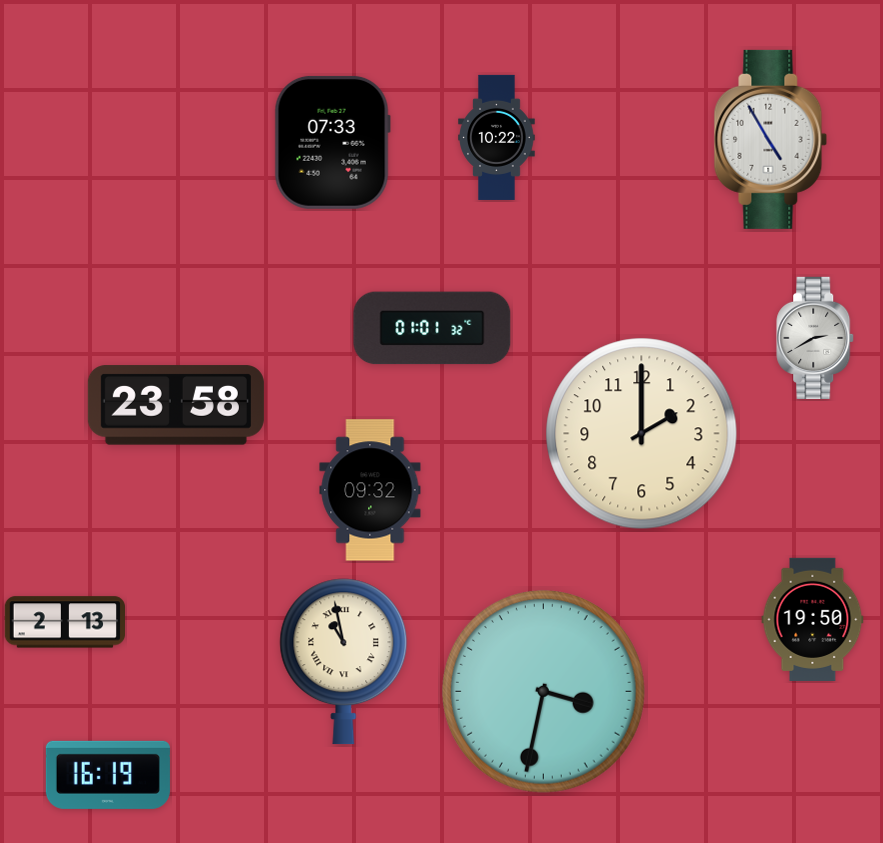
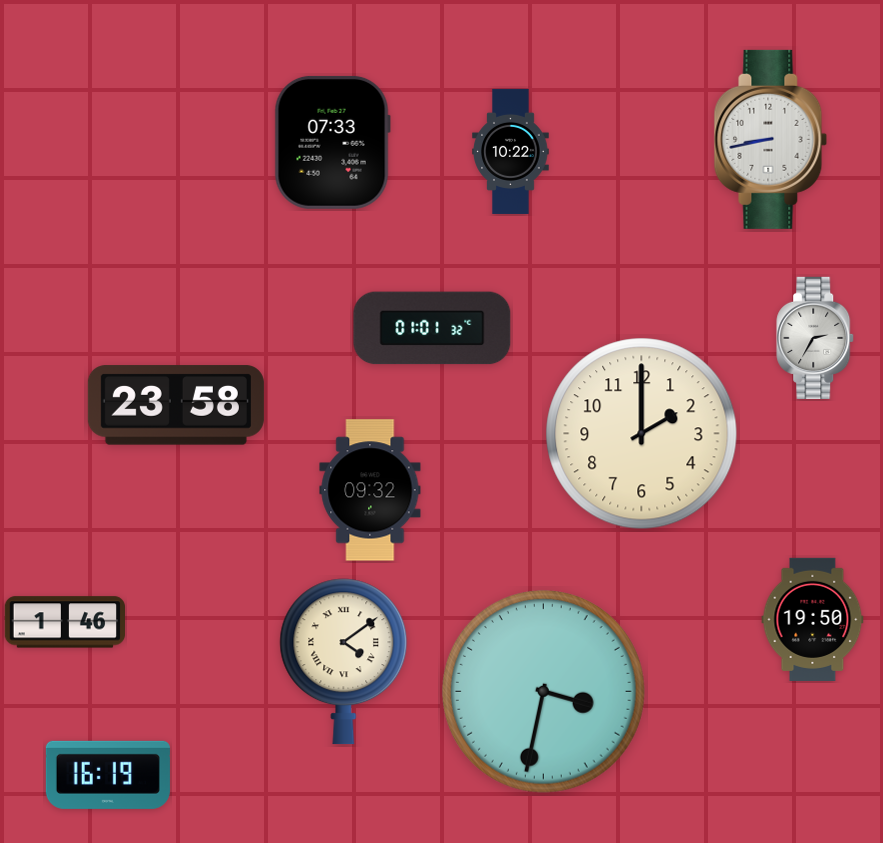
clock at (497, 137) position: (497, 137) -> (511, 151)
clock at (771, 139): 4:55 -> 8:43
clock at (816, 338): 2:40 -> 2:35
clock at (64, 622): 2:13 -> 1:46
clock at (344, 662): 10:58 -> 4:09
